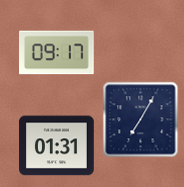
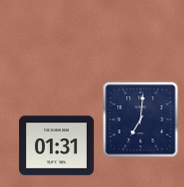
clock at (57, 53): 09:17 -> none
clock at (141, 120): 7:05 -> 7:01
